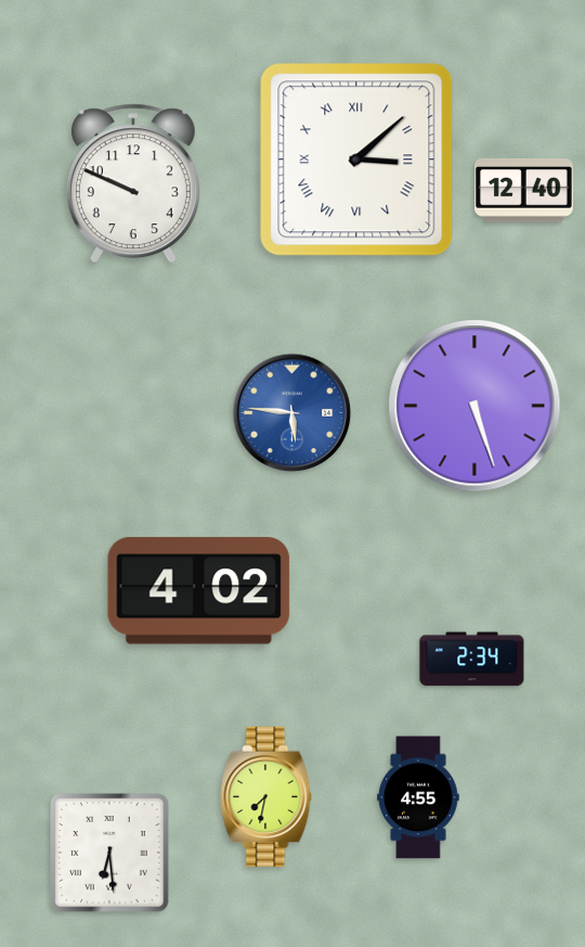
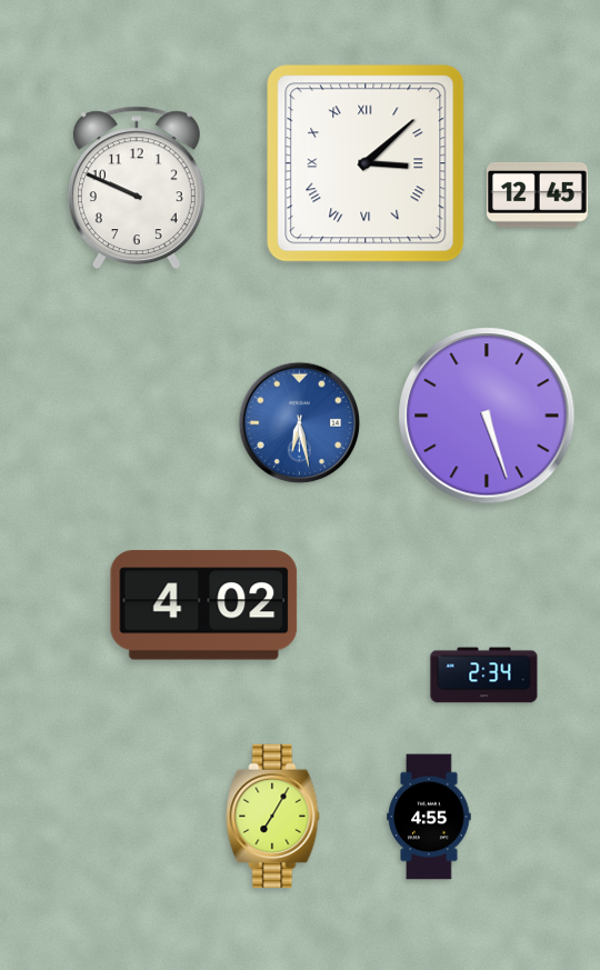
clock at (523, 190): 12:40 -> 12:45
clock at (292, 413): 5:46 -> 6:28
clock at (266, 796): 7:32 -> 7:05
clock at (109, 853): 6:29 -> none
